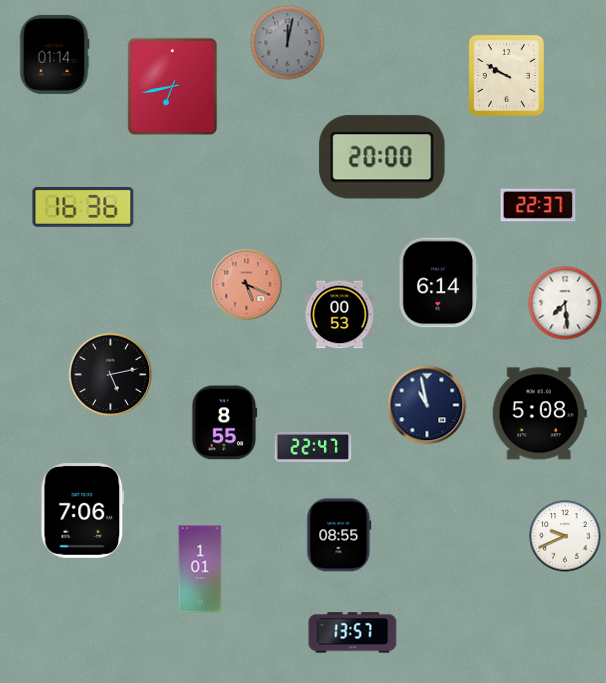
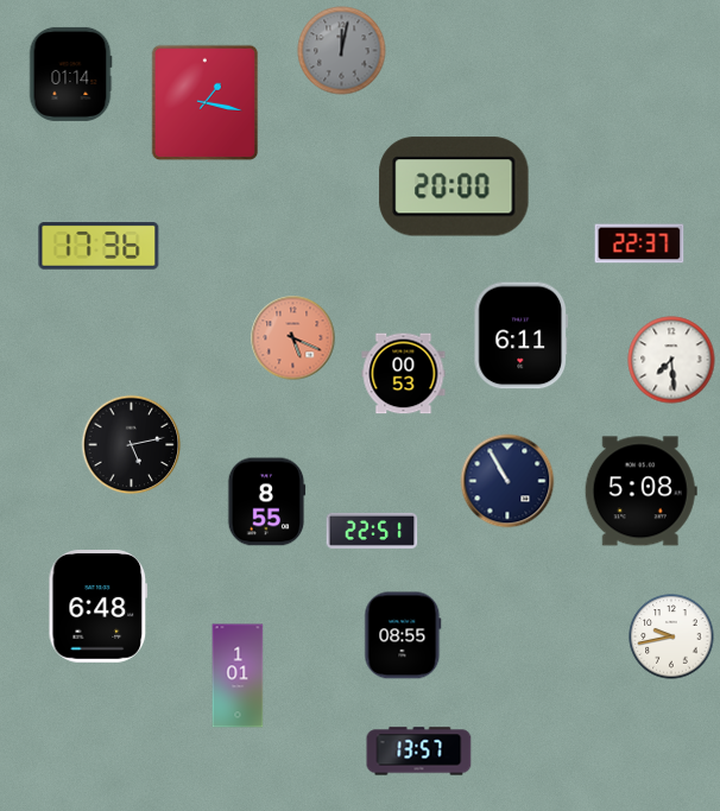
clock at (54, 54) position: (54, 54) -> (70, 74)
clock at (506, 75): 9:50 -> none
clock at (173, 87): 6:43 -> 1:17
clock at (83, 208): 16:36 -> 17:36
clock at (438, 283): 6:14 -> 6:11
clock at (427, 405): 10:58 -> 10:55
clock at (313, 447): 22:47 -> 22:51
clock at (83, 511): 7:06 -> 6:48
clock at (565, 536): 9:41 -> 9:43
